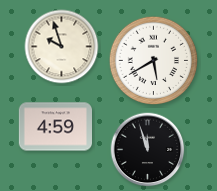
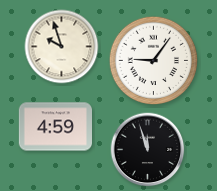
clock at (154, 61): 5:40 -> 9:06
